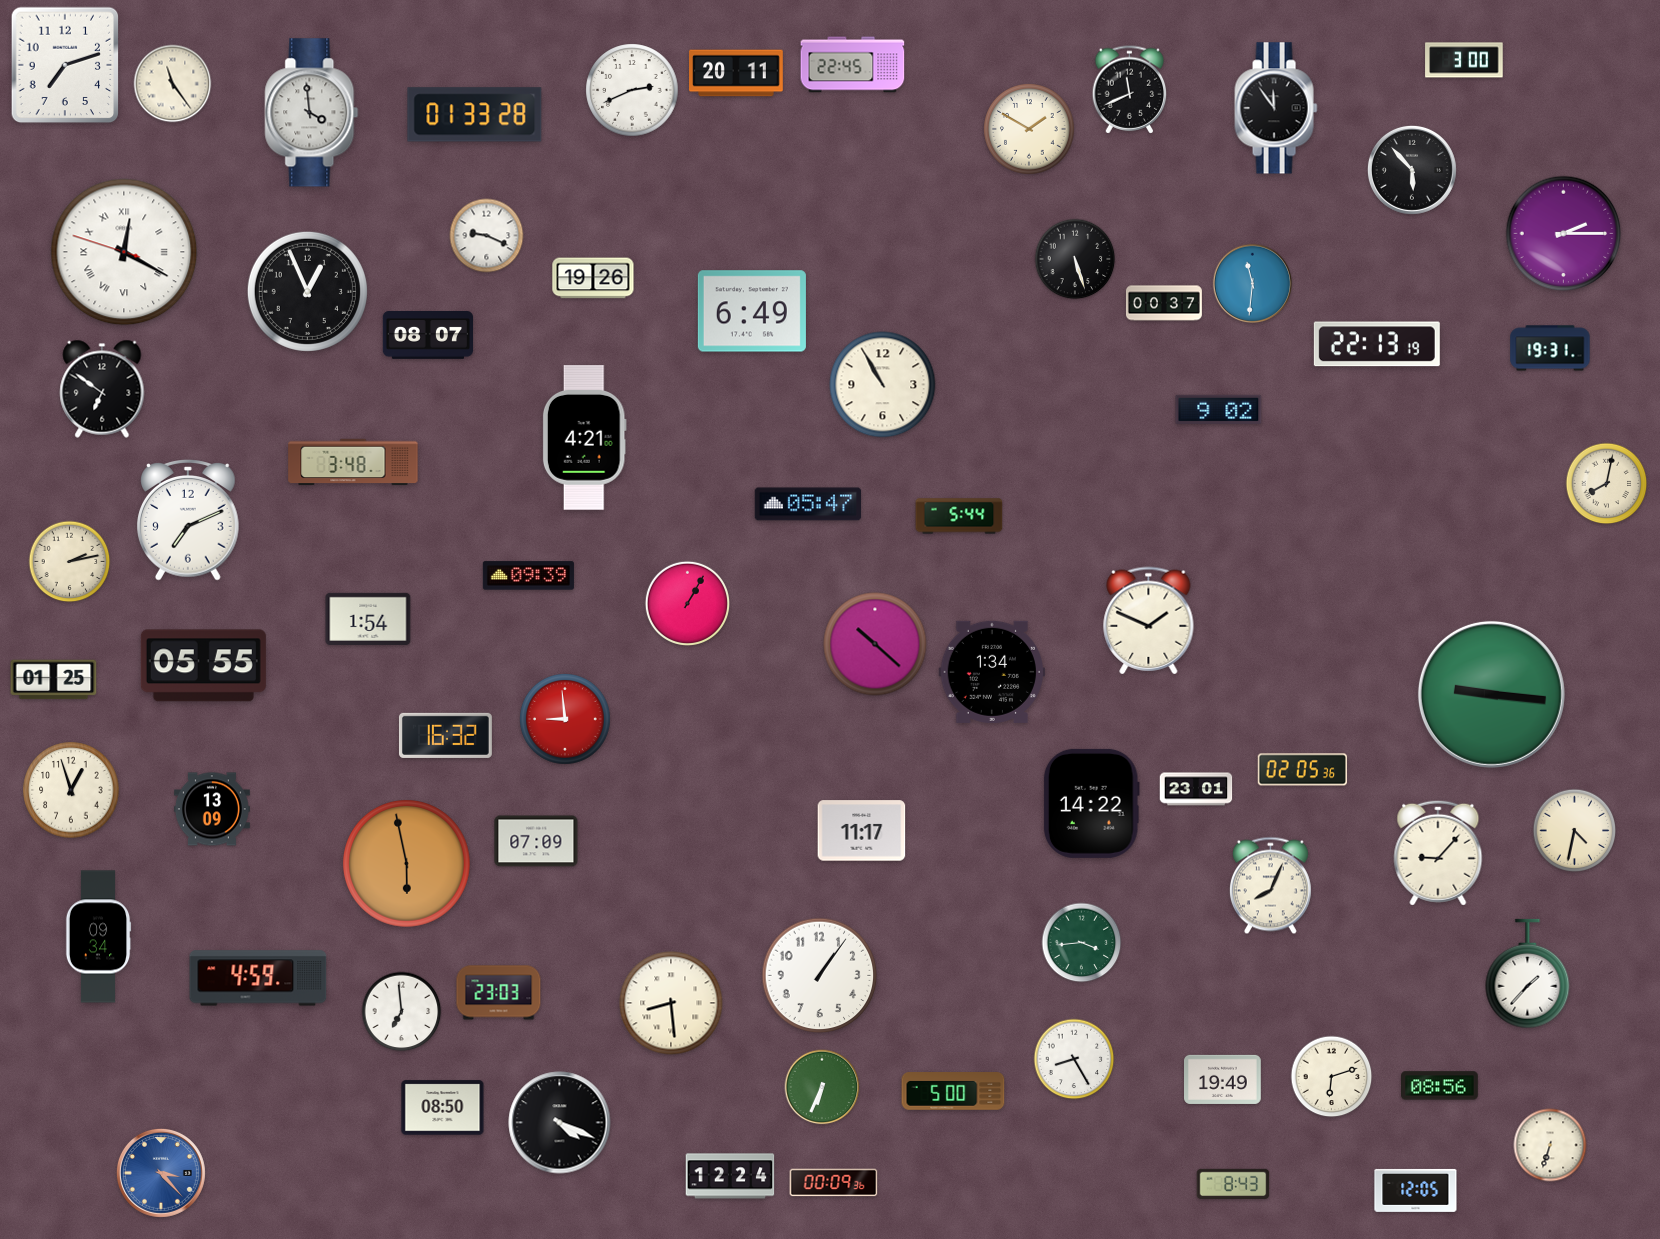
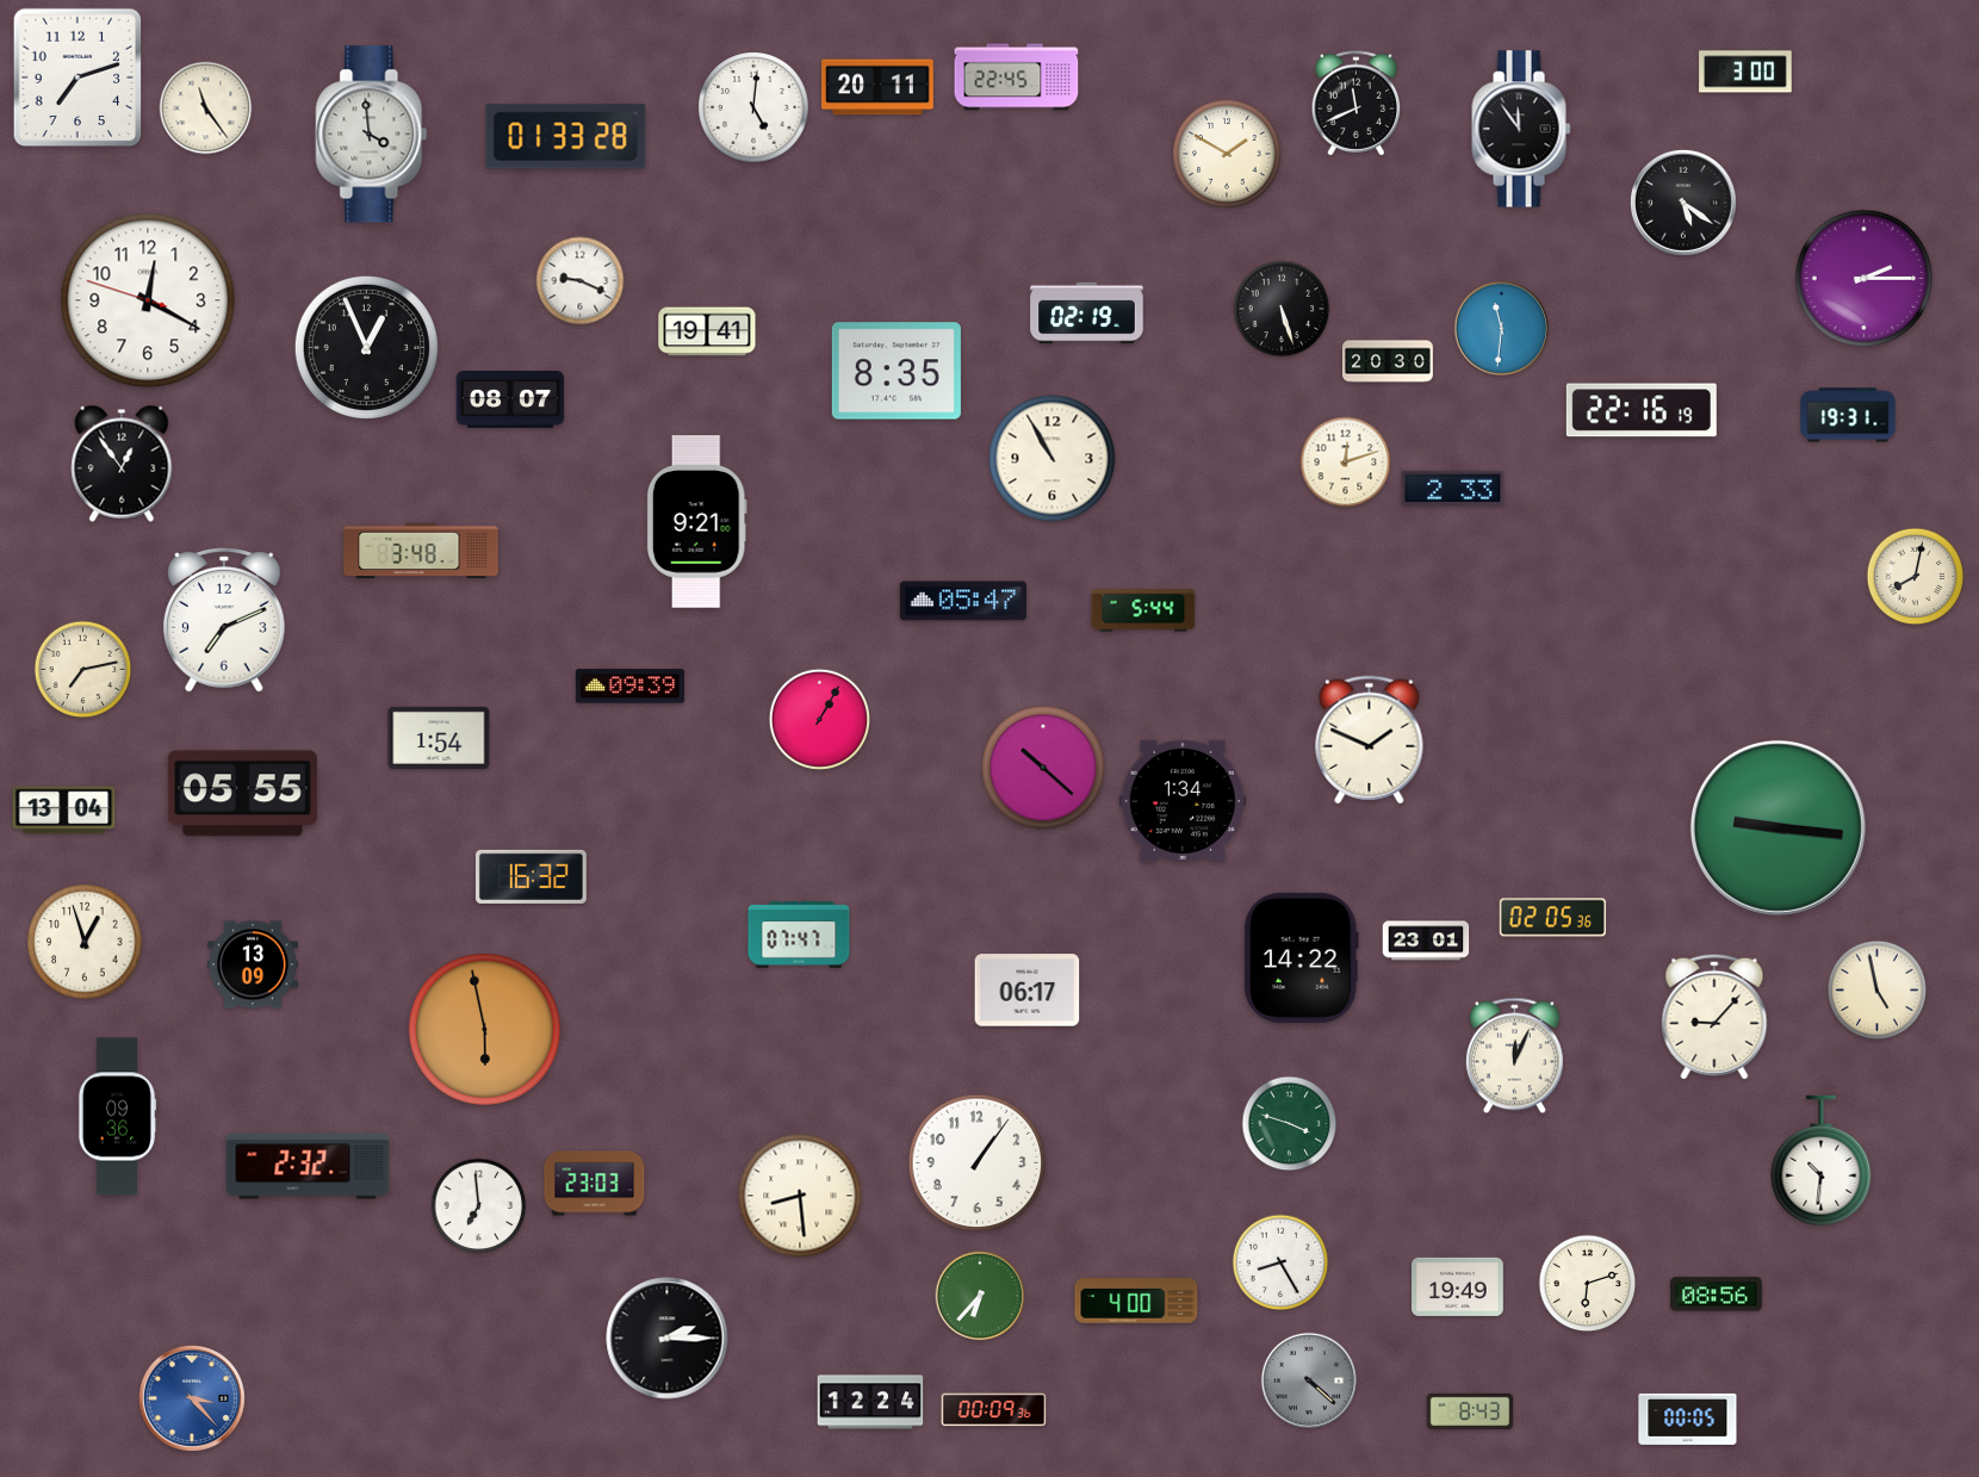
clock at (173, 84) position: (173, 84) -> (206, 108)
clock at (632, 90): 2:41 -> 5:01
clock at (1130, 90) position: (1130, 90) -> (1357, 104)
clock at (1412, 170): 5:53 -> 5:21
clock at (124, 252) numerals: Roman -> Arabic
clock at (1087, 314): none -> 02:19
clock at (593, 278): 19:26 -> 19:41
clock at (1253, 284) position: (1253, 284) -> (1502, 329)
clock at (1164, 303): 00:37 -> 20:30
clock at (752, 311): 6:49 -> 8:35
clock at (1377, 344): 22:13 -> 22:16
clock at (1346, 463): none -> 12:12
clock at (102, 389): 6:51 -> 12:54
clock at (1219, 409): 9:02 -> 2:33
clock at (584, 438): 4:21 -> 9:21
clock at (959, 516) position: (959, 516) -> (1143, 610)
clock at (70, 562): 2:13 -> 7:13
clock at (54, 680): 01:25 -> 13:04
clock at (566, 720): 8:59 -> none
clock at (799, 935): none -> 07:47
clock at (862, 831): 11:17 -> 06:17
clock at (1575, 831): 4:32 -> 4:58
clock at (536, 841): 07:09 -> none
clock at (1270, 886): 8:04 -> 12:04
clock at (98, 937): 09:34 -> 09:36
clock at (1082, 943): 3:44 -> 3:48
clock at (1528, 974): 1:37 -> 10:31
clock at (258, 978): 4:59 -> 2:32
clock at (822, 1087): 6:34 -> 6:37
clock at (953, 1091): 5:00 -> 4:00
clock at (443, 1108): 08:50 -> none
clock at (560, 1123): 4:19 -> 2:15
clock at (1550, 1145): 6:33 -> none
clock at (1309, 1380): none -> 4:22
clock at (1416, 1190): 12:05 -> 00:05
